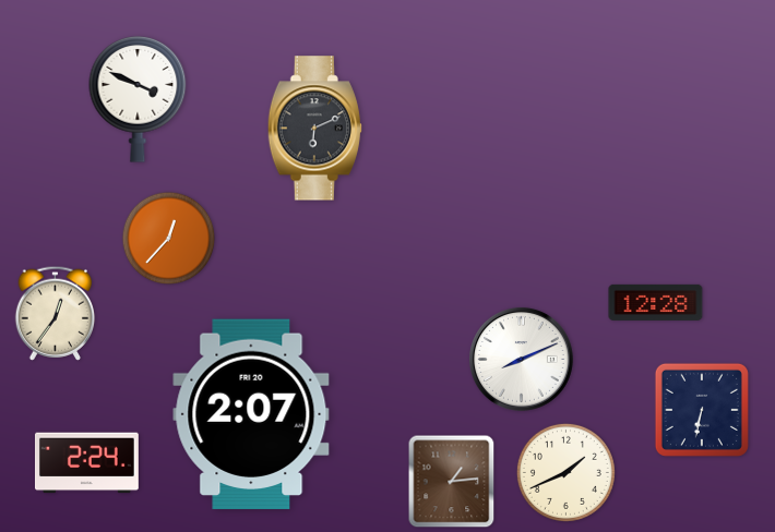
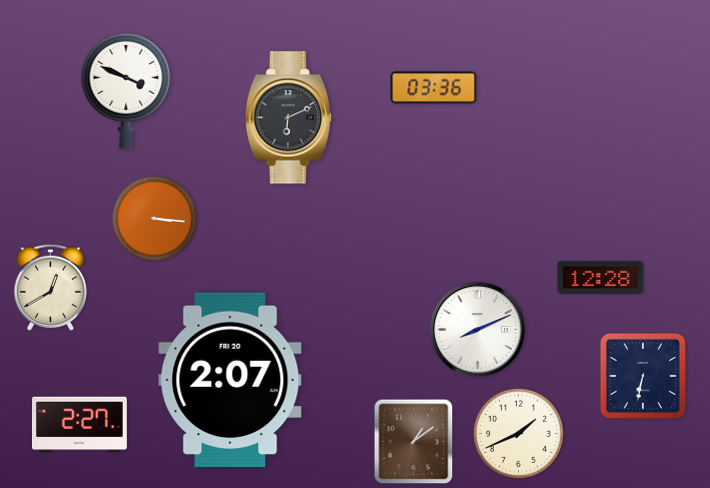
clock at (434, 88): none -> 03:36
clock at (169, 239): 12:37 -> 3:16
clock at (56, 313): 12:36 -> 12:40
clock at (87, 463): 2:24 -> 2:27
clock at (452, 482): 1:14 -> 1:09
